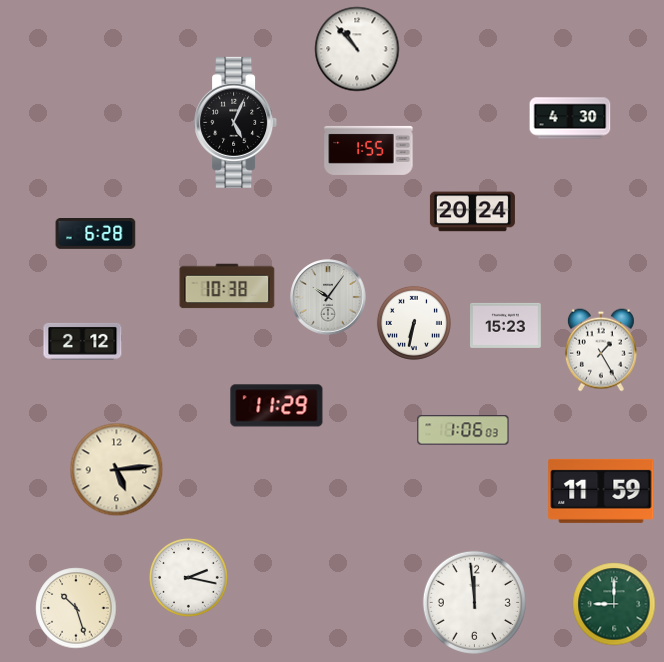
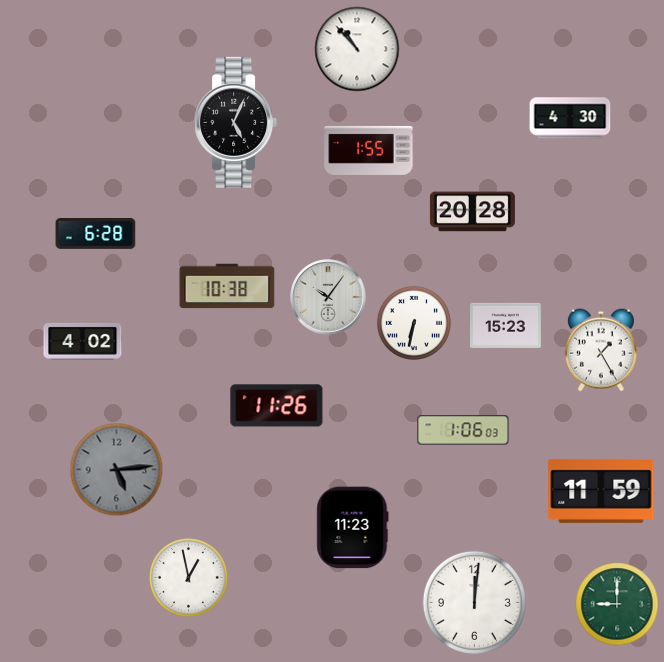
clock at (472, 212): 20:24 -> 20:28
clock at (83, 341): 2:12 -> 4:02
clock at (277, 406): 11:29 -> 11:26
clock at (117, 470) dial: cream -> grey
clock at (353, 528): none -> 11:23
clock at (189, 578): 2:17 -> 12:58
clock at (474, 602): 11:59 -> 12:01
clock at (614, 604) position: (614, 604) -> (617, 604)
clock at (76, 608): 10:27 -> none
